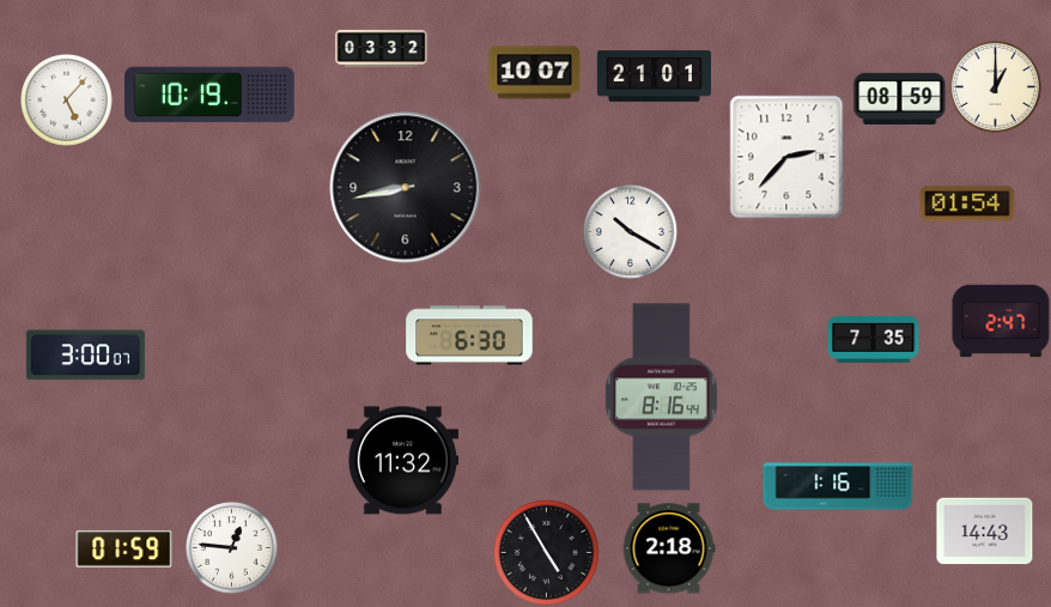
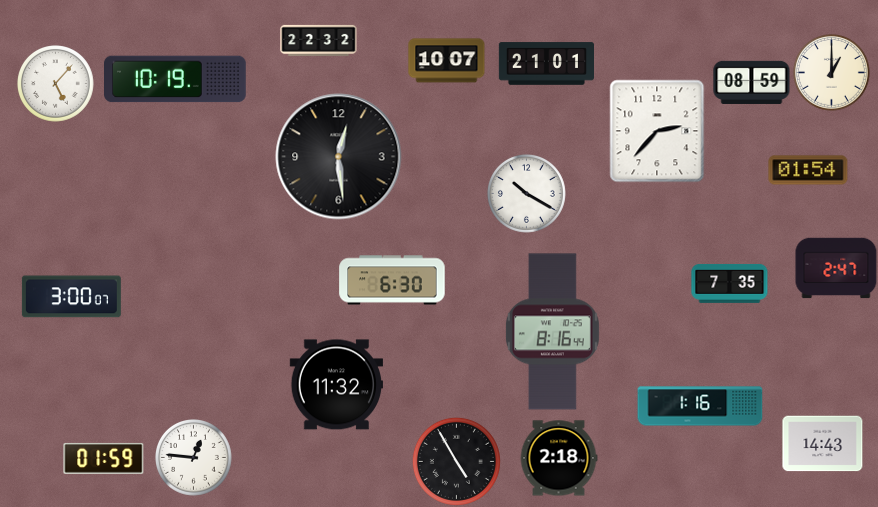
clock at (382, 48): 03:32 -> 22:32
clock at (406, 188): 8:43 -> 12:29
